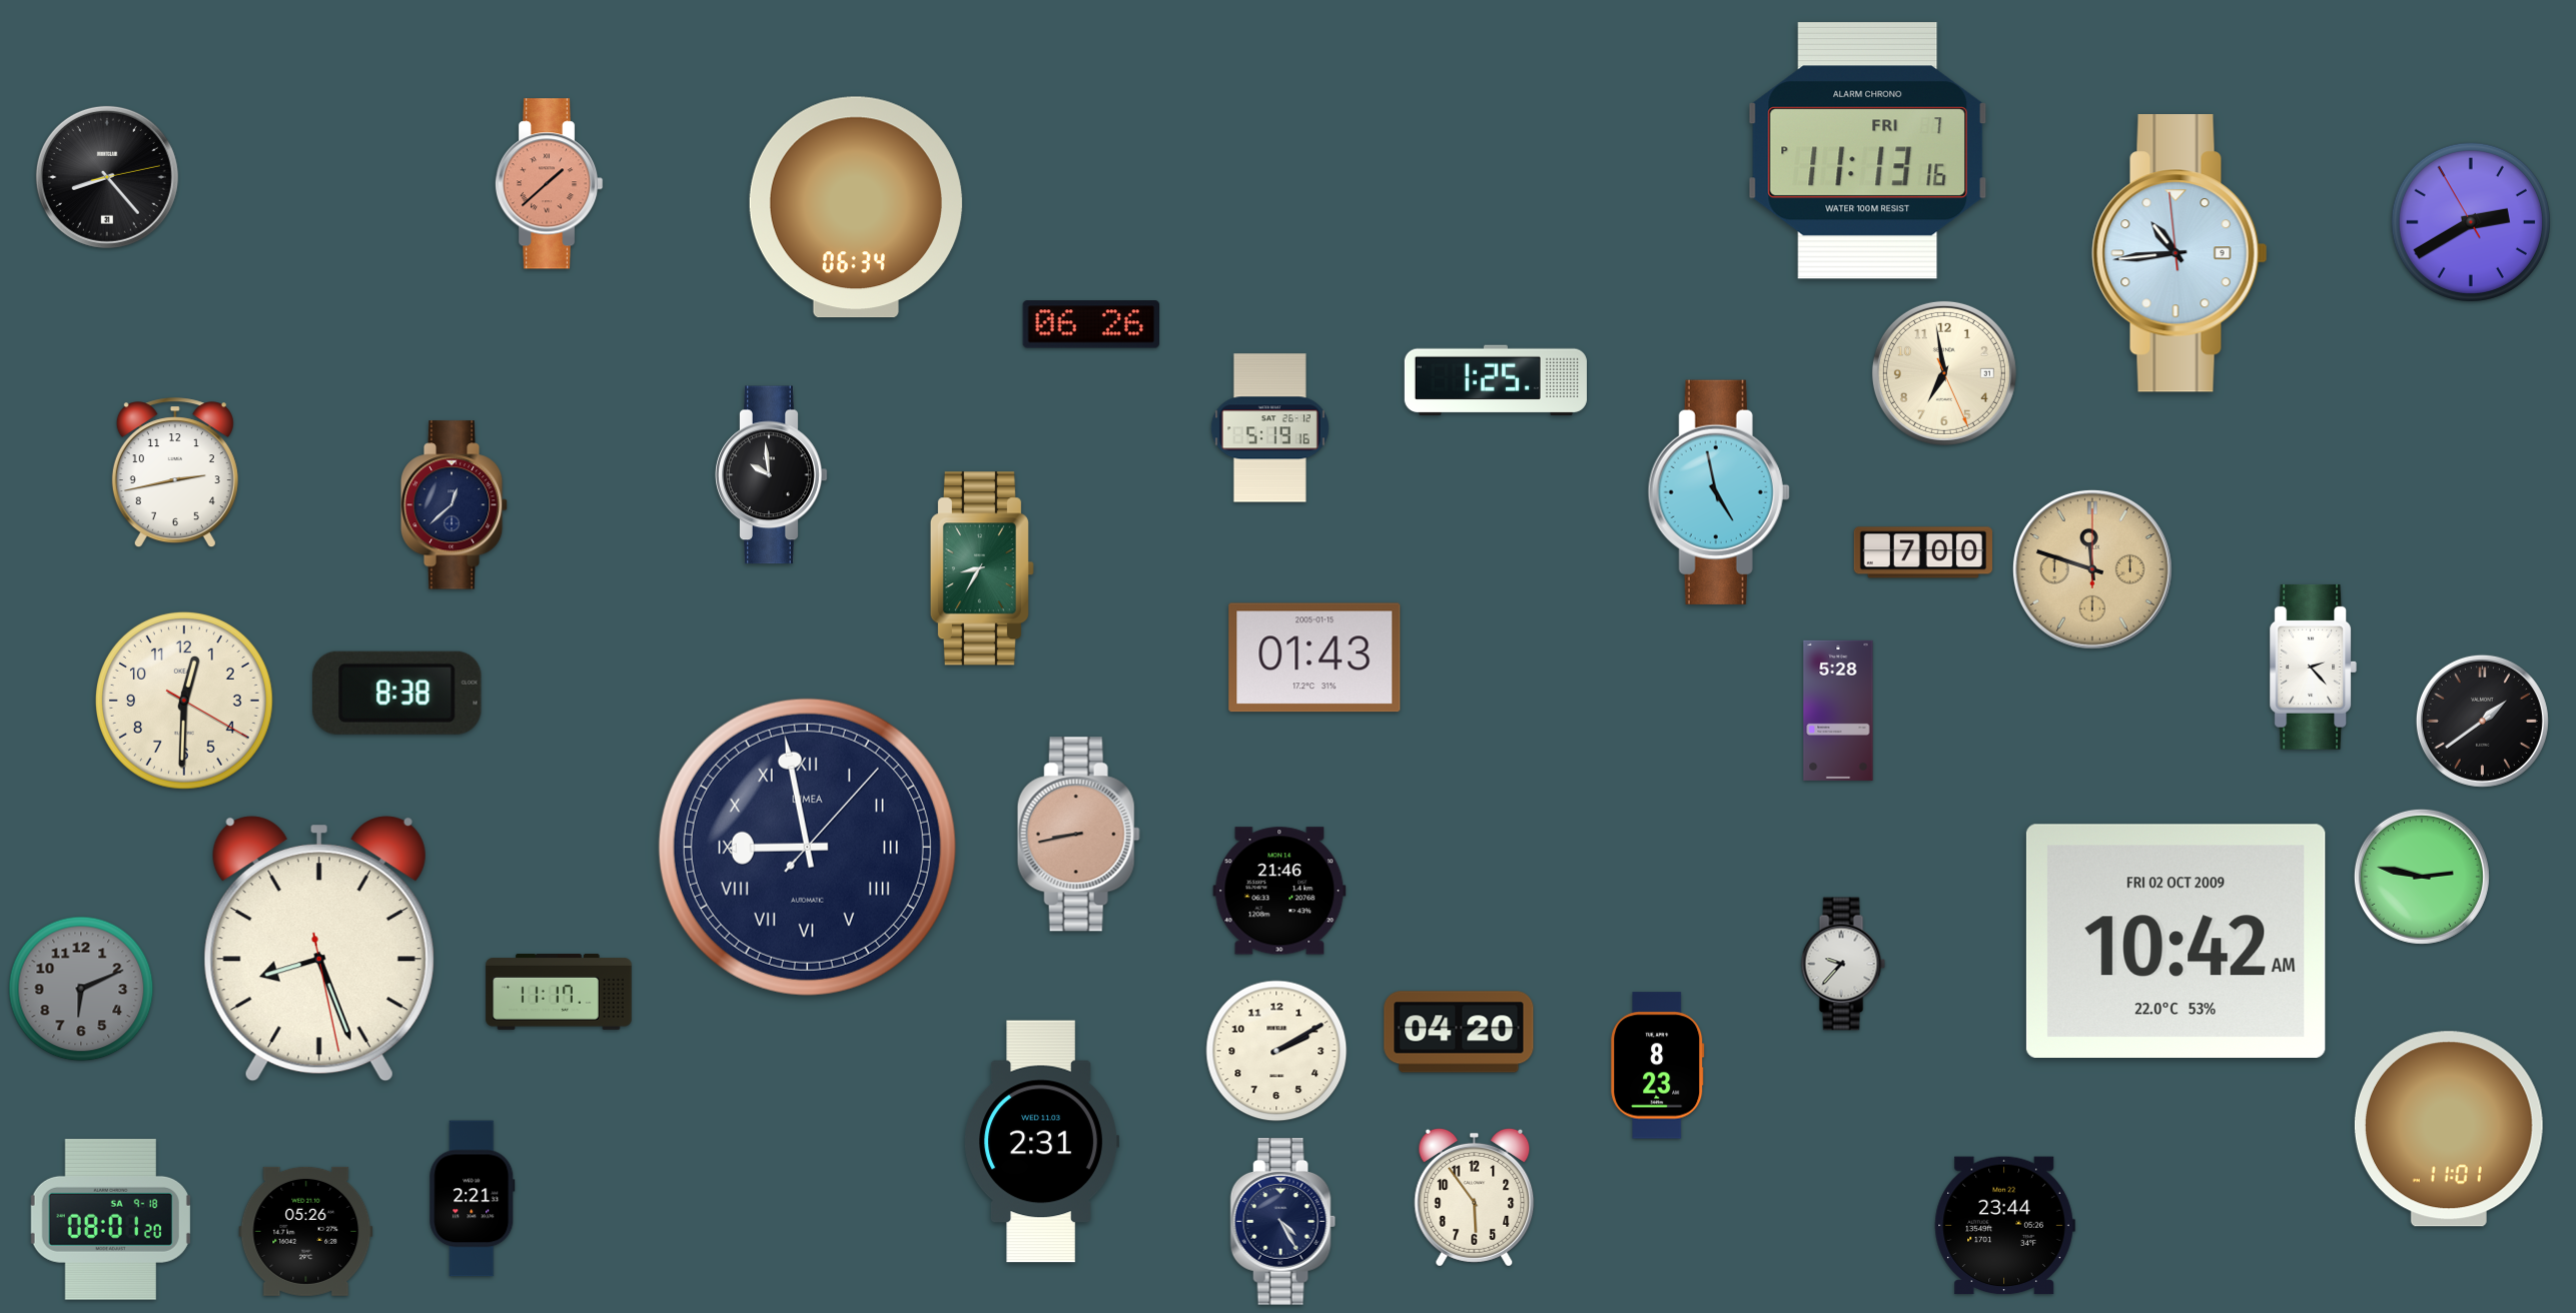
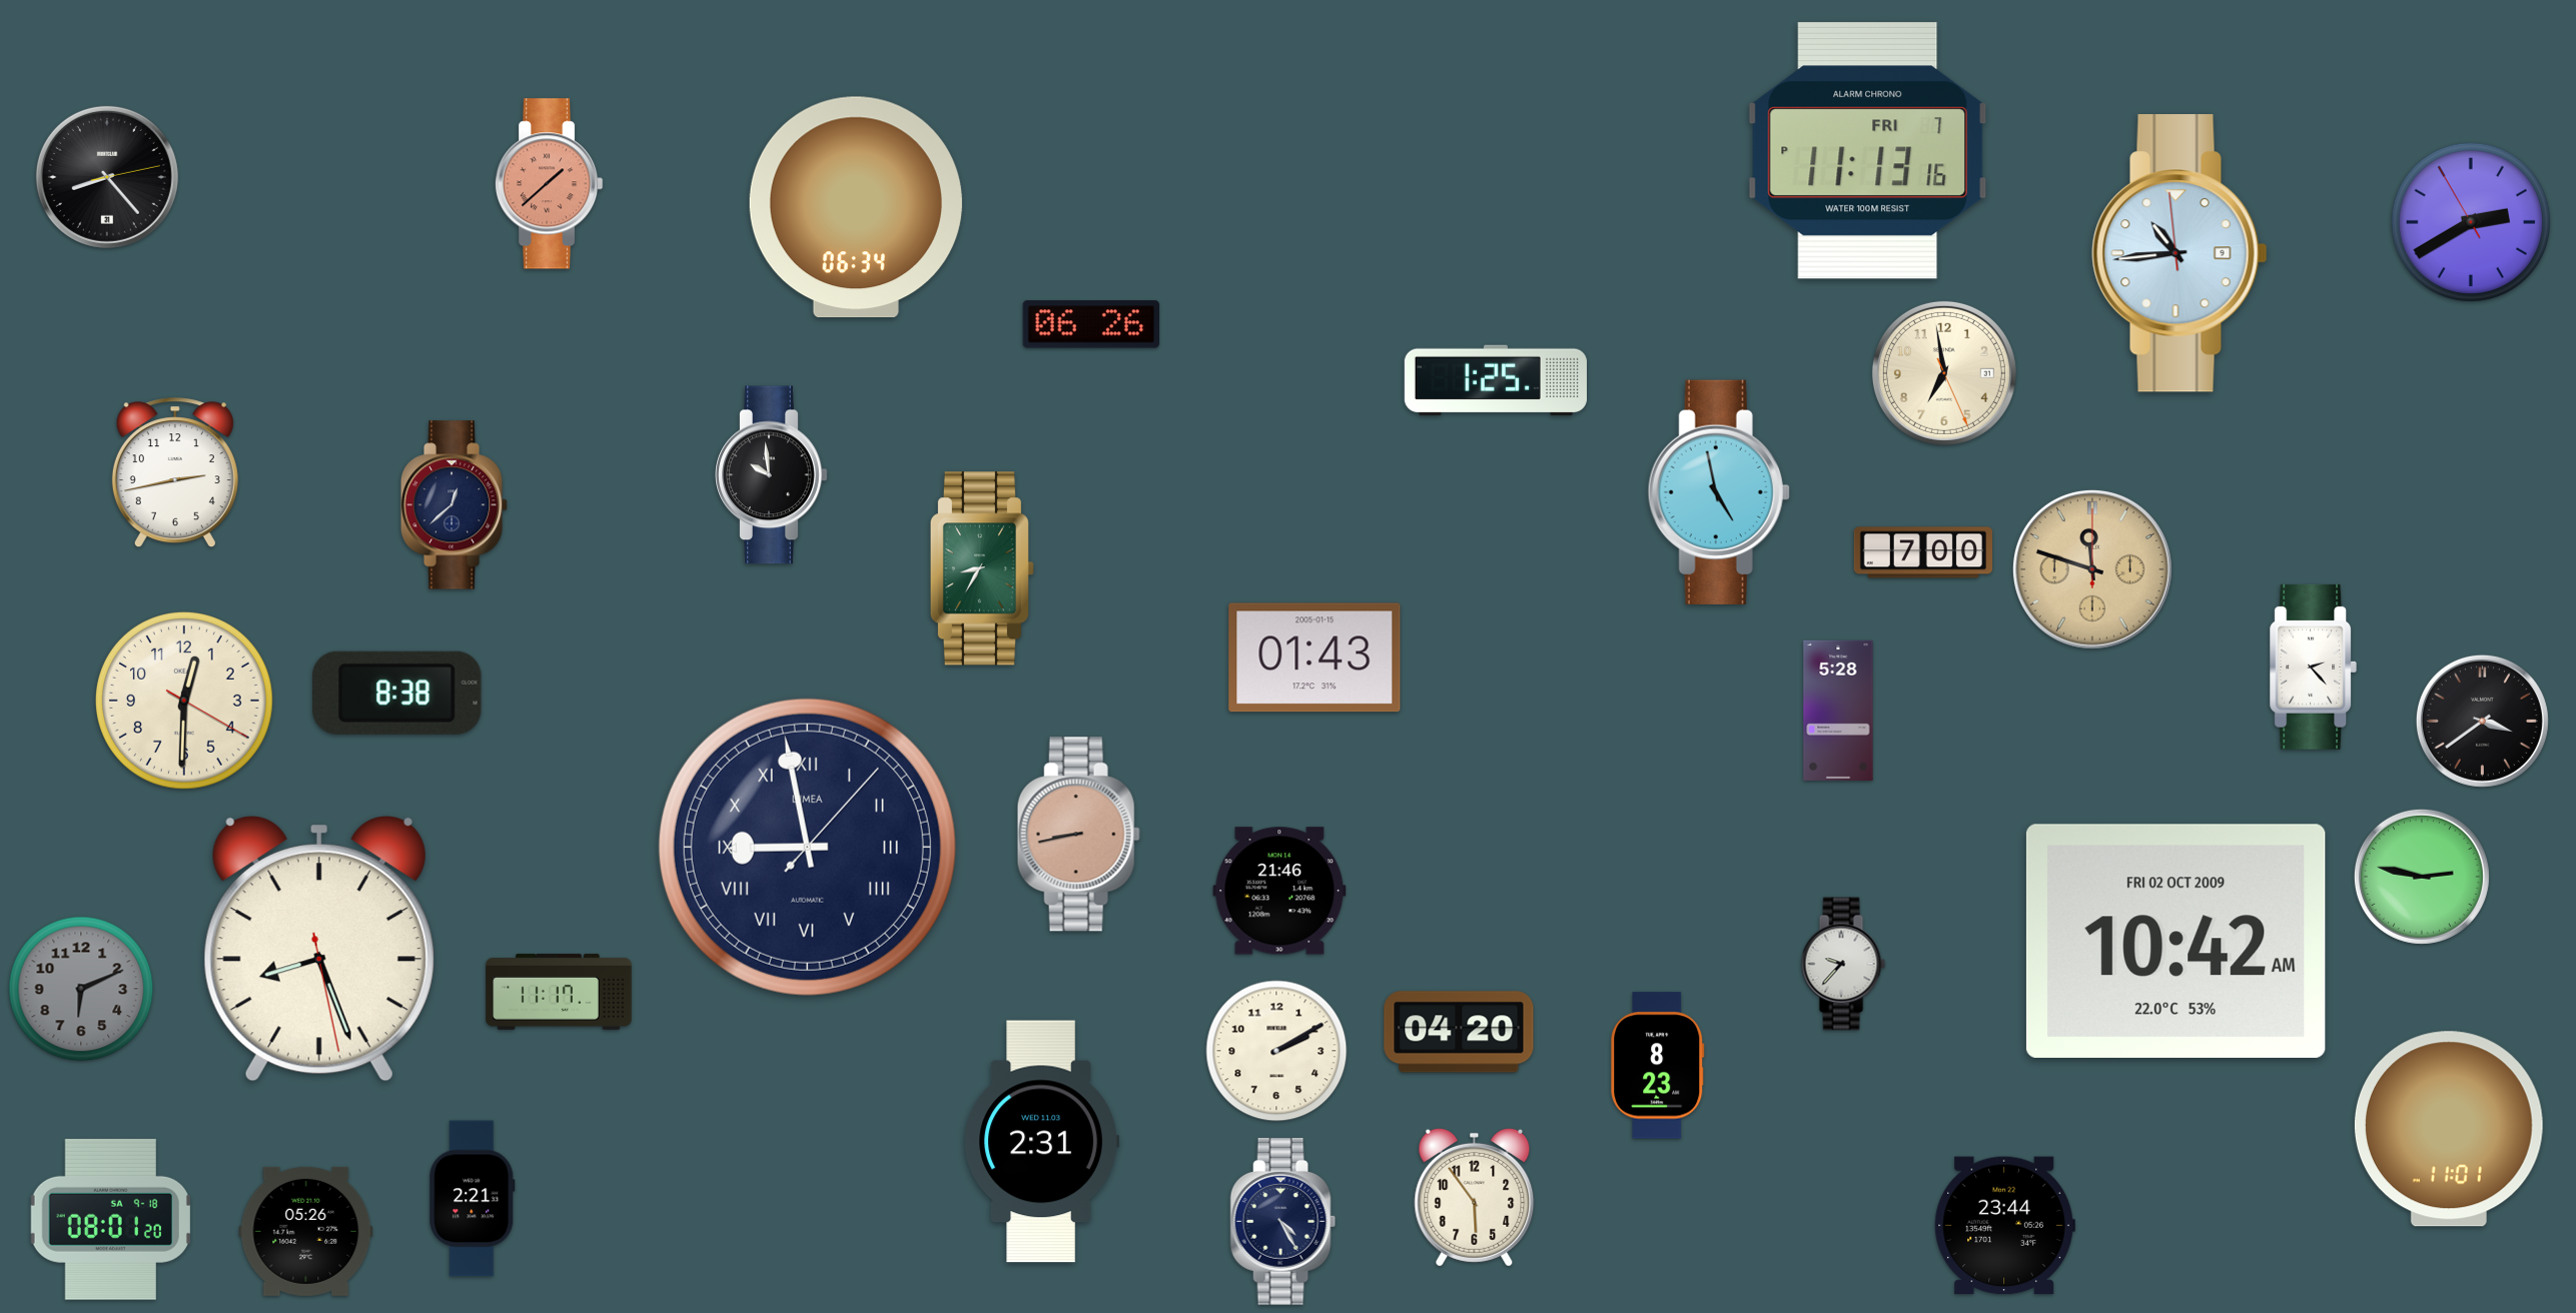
clock at (1269, 428): 5:19 -> none
clock at (2482, 721): 1:39 -> 3:39
